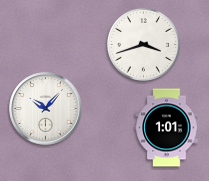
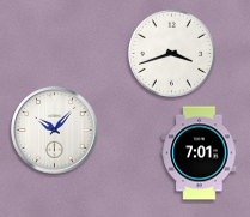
clock at (167, 128): 1:01 -> 7:01
